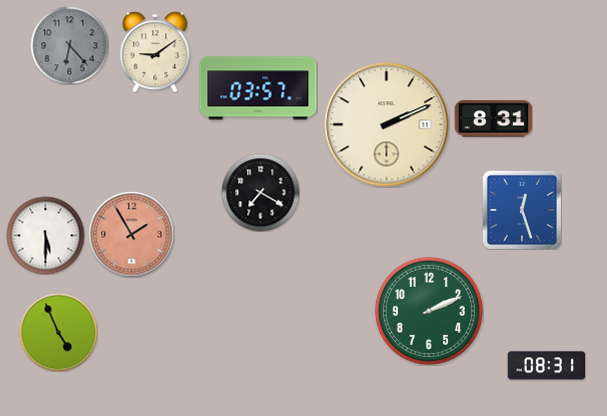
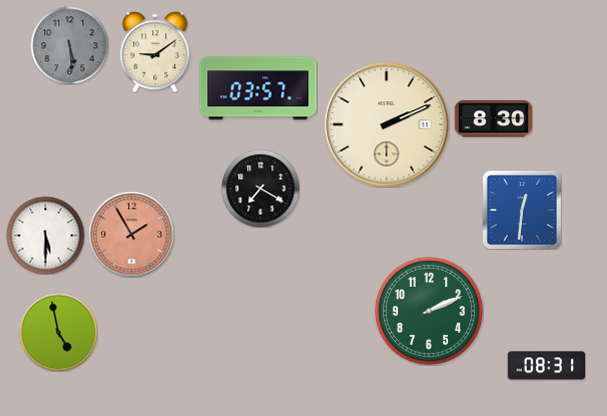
clock at (69, 45): 6:23 -> 5:29
clock at (493, 119): 8:31 -> 8:30
clock at (260, 192) position: (260, 192) -> (260, 188)
clock at (522, 210): 12:27 -> 12:31
clock at (58, 332): 4:56 -> 4:58
